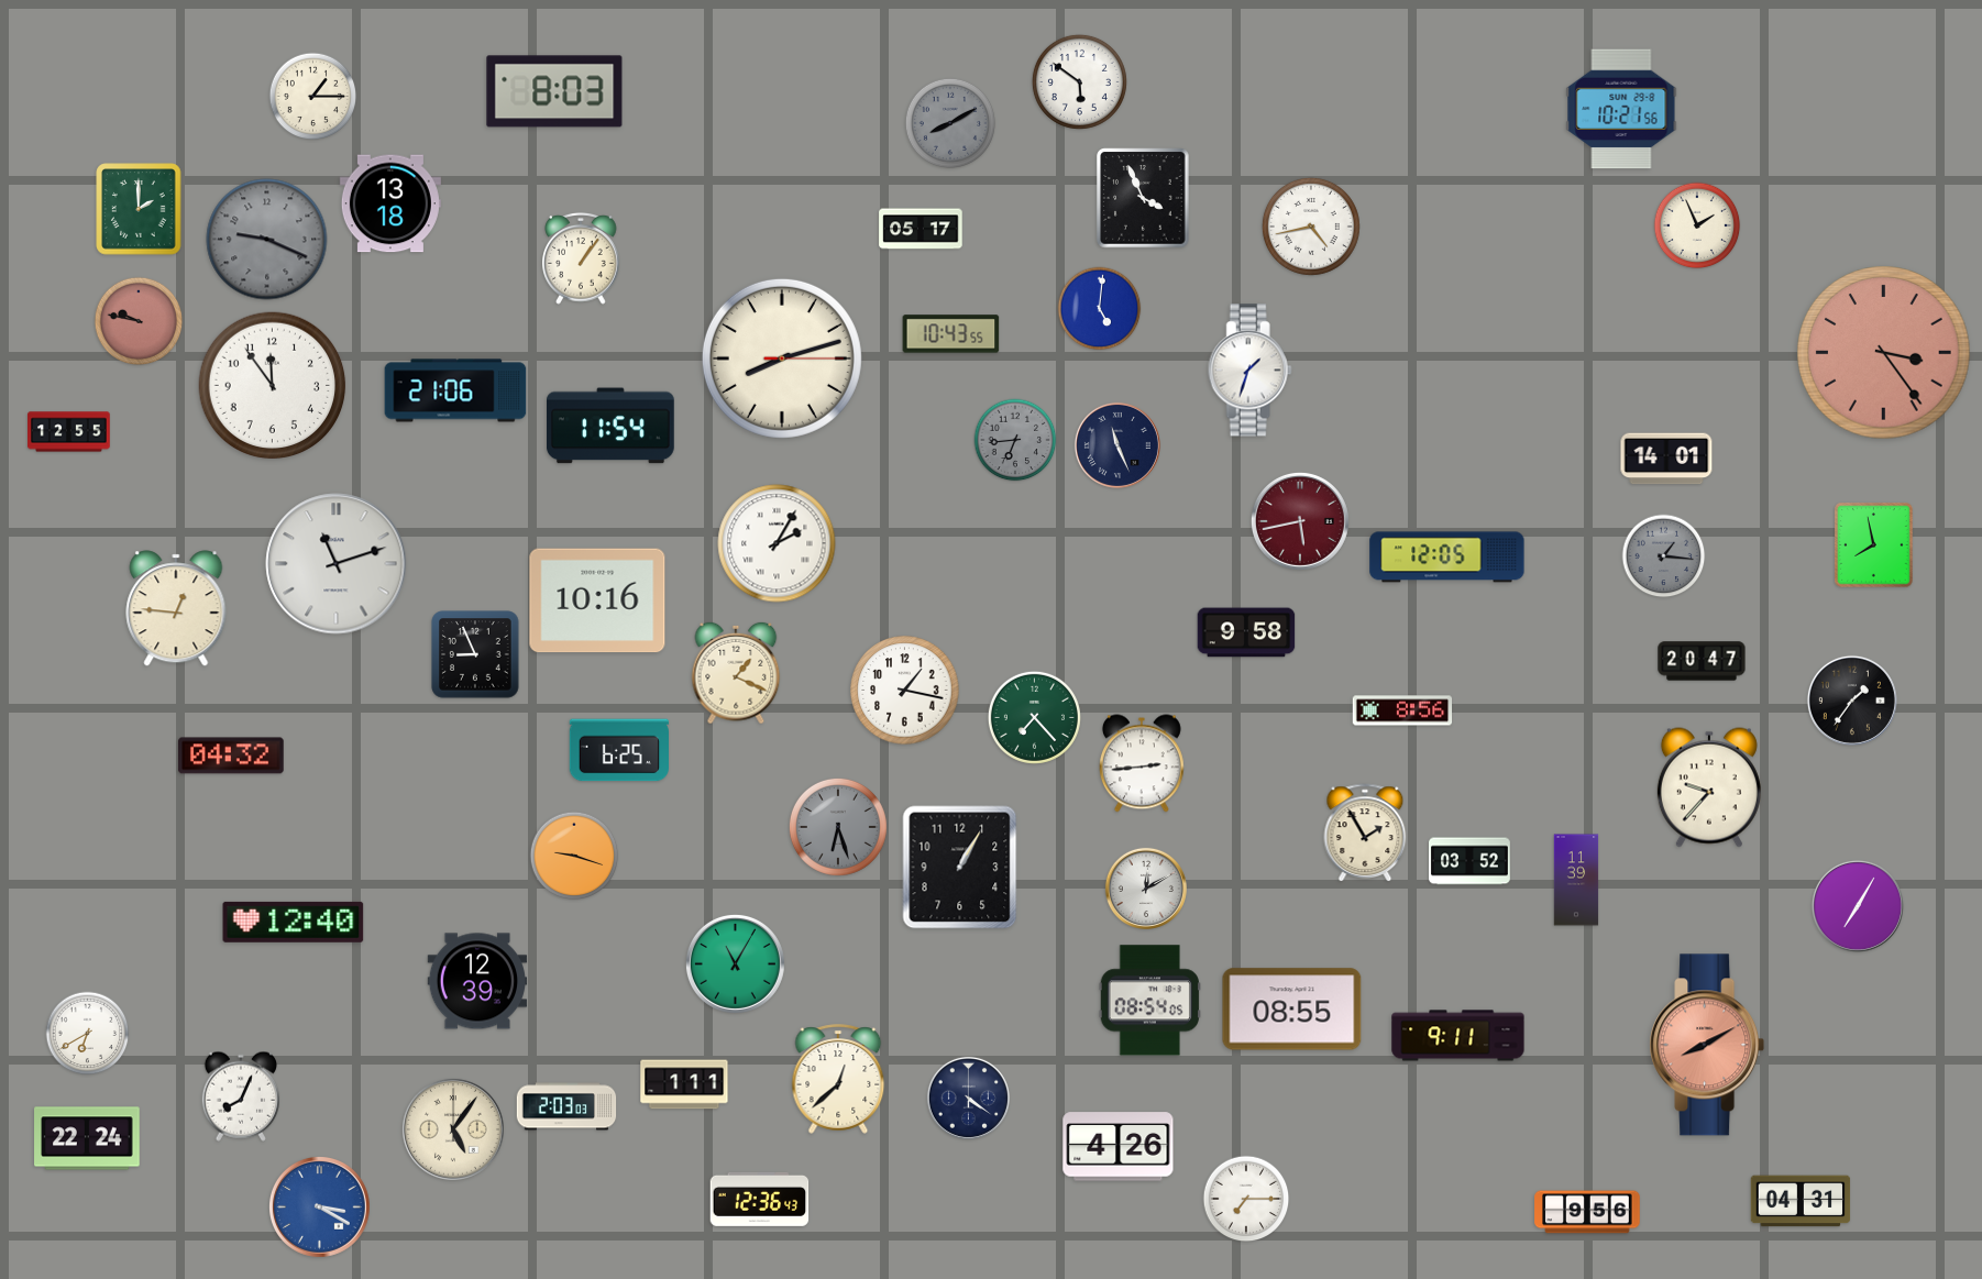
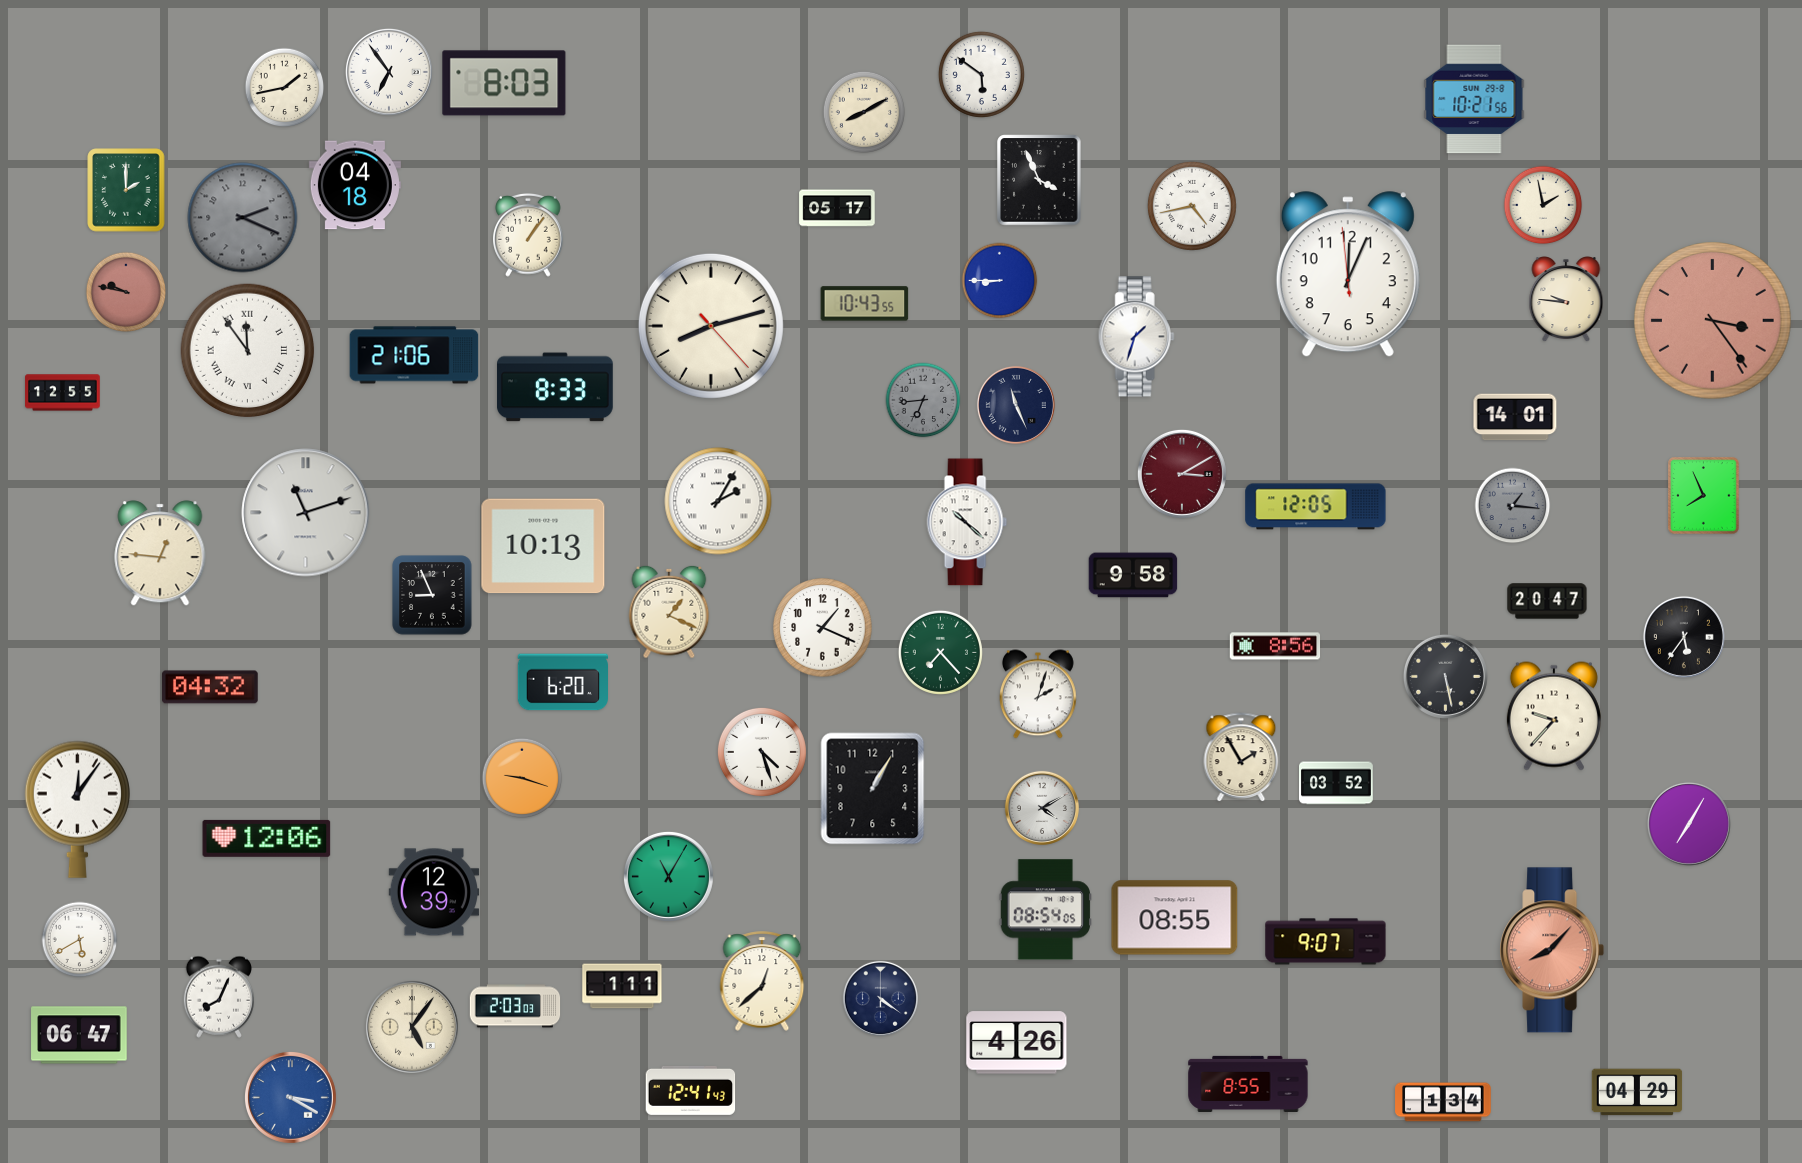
clock at (389, 72): none -> 6:54
clock at (313, 97): 1:15 -> 1:43
clock at (949, 122) dial: grey -> cream
clock at (390, 203): 13:18 -> 04:18
clock at (1697, 225): 1:56 -> 1:58
clock at (267, 240): 9:19 -> 2:19
clock at (1348, 275): none -> 12:03
clock at (1100, 309): 5:01 -> 8:45
clock at (1566, 300): none -> 9:46
clock at (782, 359): 8:12:15 -> 8:12:23
clock at (273, 386) numerals: Arabic -> Roman
clock at (612, 426): 11:54 -> 8:33
clock at (1300, 521): 5:43 -> 3:10
clock at (777, 543) position: (777, 543) -> (718, 501)
clock at (1874, 545): 7:58 -> 7:56
clock at (967, 522): none -> 10:22
clock at (597, 600): 10:16 -> 10:13
clock at (905, 691): 1:17 -> 1:19
clock at (1852, 701): 1:36 -> 5:36
clock at (1445, 676): none -> 5:28
clock at (618, 750): 6:25 -> 6:20
clock at (1142, 763): 2:44 -> 2:03
clock at (838, 827): 6:27 -> 4:27
clock at (838, 827) dial: grey -> white
clock at (1576, 880): 11:39 -> none
clock at (1146, 889): 12:10 -> 4:10
clock at (77, 809): none -> 12:06
clock at (294, 922): 12:40 -> 12:06
clock at (88, 1034): 6:40 -> 5:40
clock at (1458, 1036): 9:11 -> 9:07
clock at (1707, 1045): 8:10 -> 8:07
clock at (87, 1138): 22:24 -> 06:47
clock at (1248, 1084): none -> 8:55
clock at (760, 1199): 12:36 -> 12:41
clock at (1246, 1199): 7:15 -> none
clock at (1801, 1201): 04:31 -> 04:29
clock at (1587, 1212): 9:56 -> 1:34
